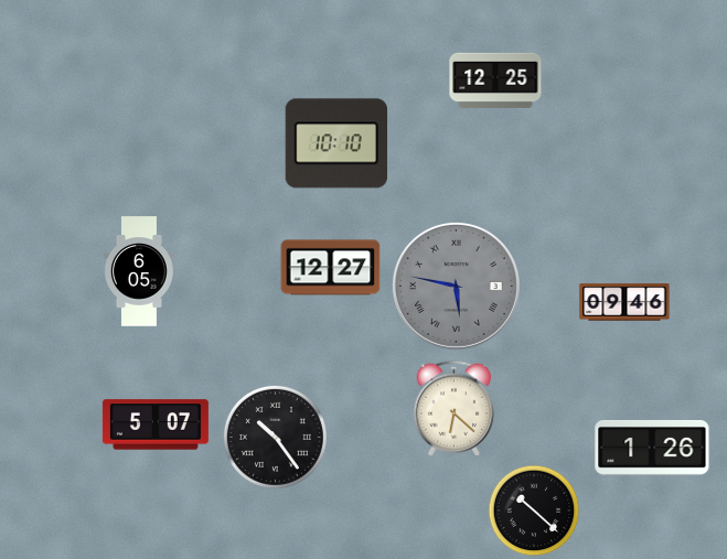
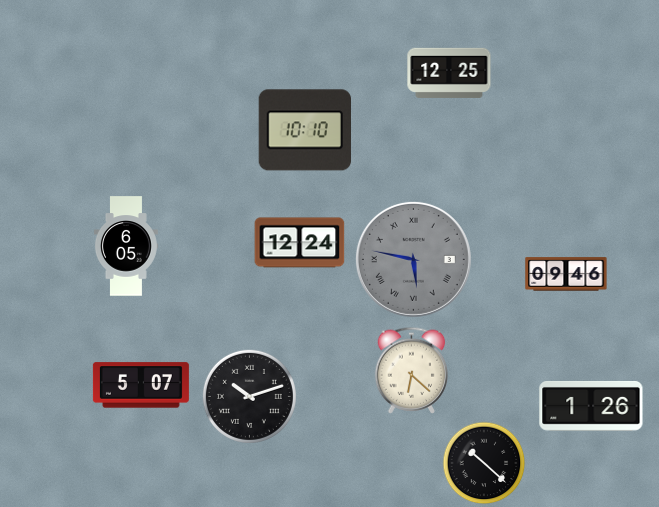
clock at (331, 268): 12:27 -> 12:24
clock at (275, 437): 10:24 -> 10:12
